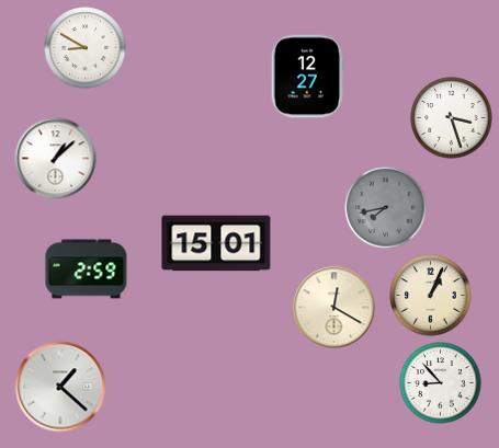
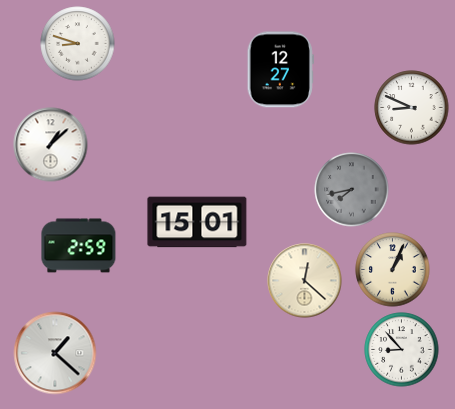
clock at (86, 48): 8:50 -> 8:48
clock at (452, 118): 3:27 -> 8:49
clock at (334, 308): 12:20 -> 12:22
